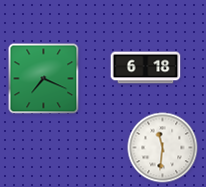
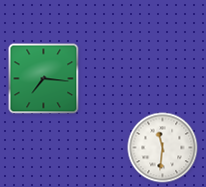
clock at (146, 68): 6:18 -> none
clock at (44, 79): 7:19 -> 7:16
